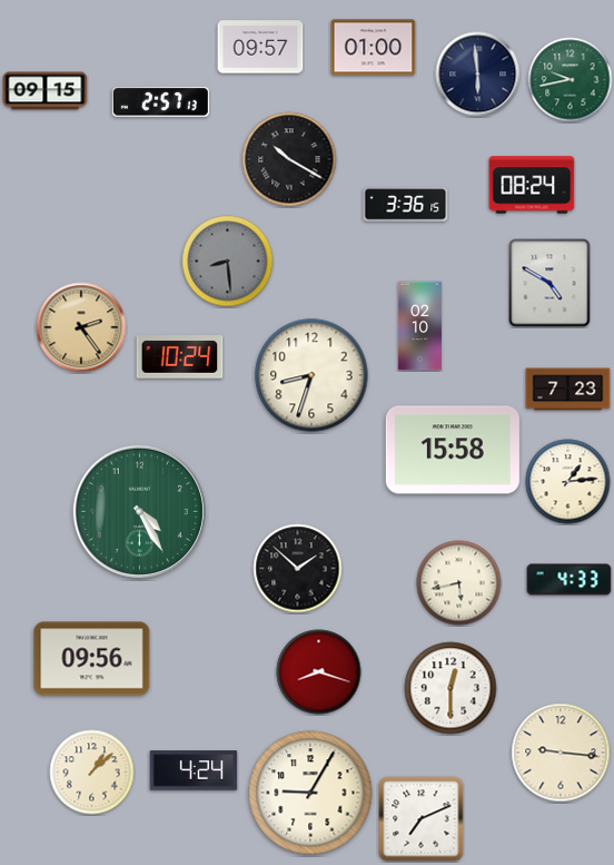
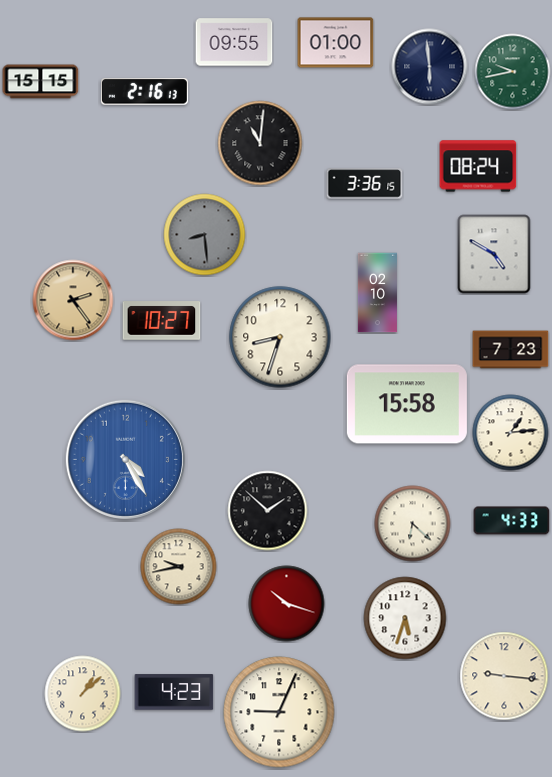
clock at (260, 47): 09:57 -> 09:55
clock at (46, 91): 09:15 -> 15:15
clock at (160, 102): 2:57 -> 2:16
clock at (289, 159): 10:20 -> 11:01
clock at (81, 327) position: (81, 327) -> (73, 300)
clock at (180, 357): 10:24 -> 10:27
clock at (139, 511) dial: green -> blue
clock at (459, 583): 5:43 -> 6:22
clock at (179, 567): none -> 9:43
clock at (92, 659): 09:56 -> none
clock at (319, 672): 8:18 -> 10:18
clock at (450, 688): 12:30 -> 5:33
clock at (194, 770): 4:24 -> 4:23
clock at (310, 793): 9:05 -> 9:04
clock at (422, 819): 7:11 -> none
